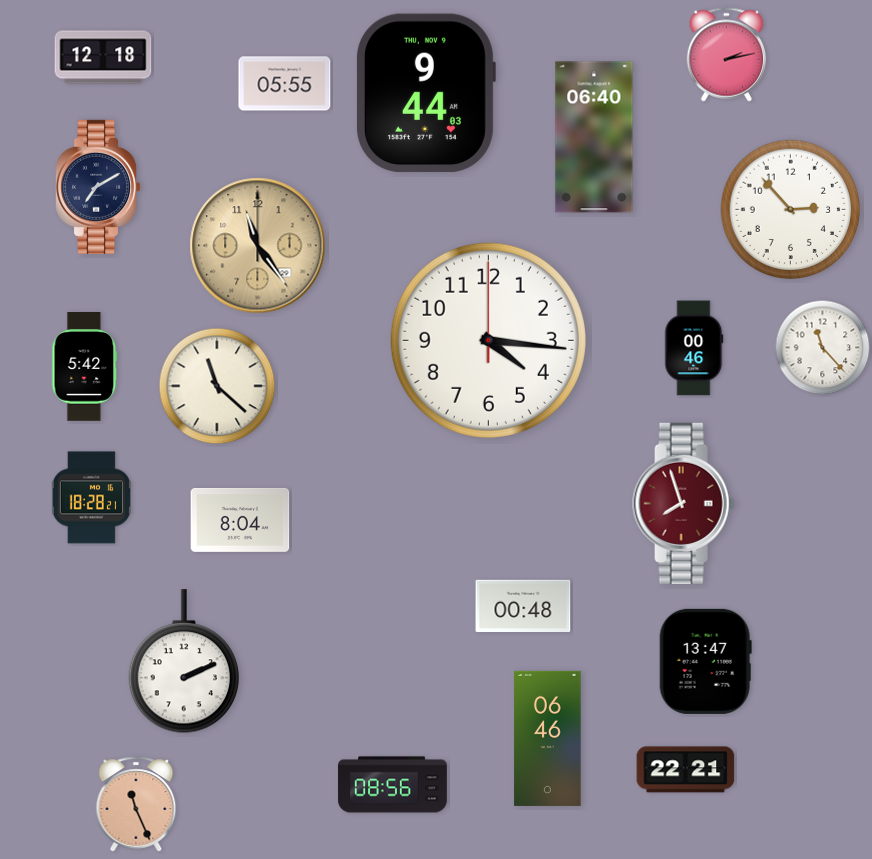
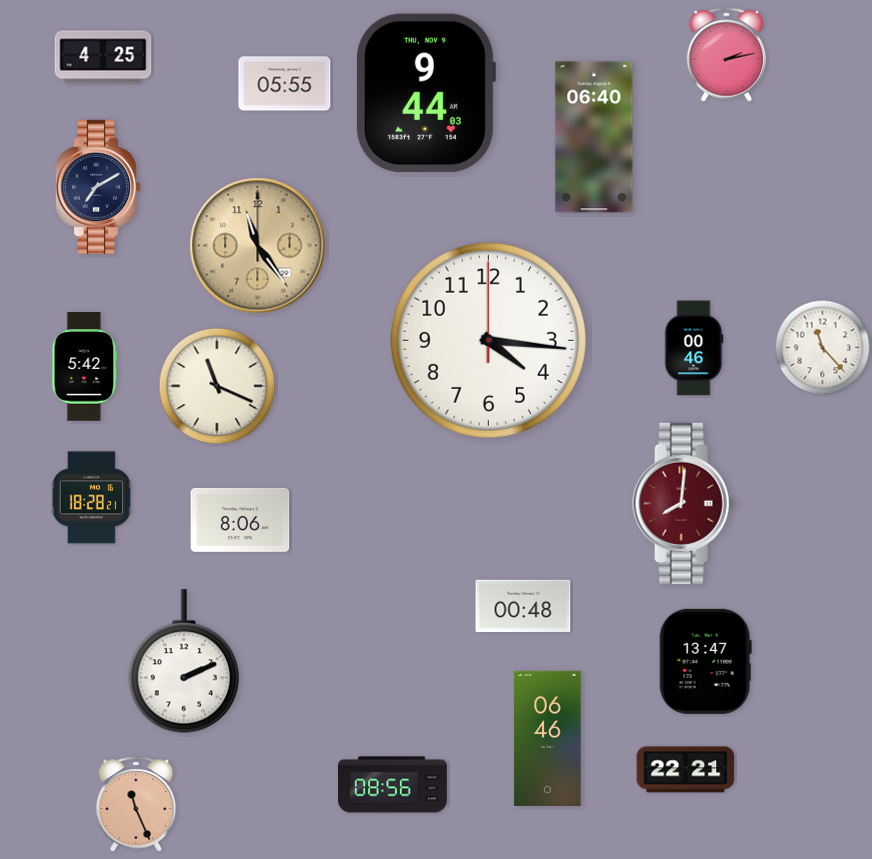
clock at (103, 57): 12:18 -> 4:25
clock at (791, 210): 2:53 -> none
clock at (217, 386): 11:22 -> 11:19
clock at (684, 503): 7:57 -> 8:01
clock at (240, 520): 8:04 -> 8:06
